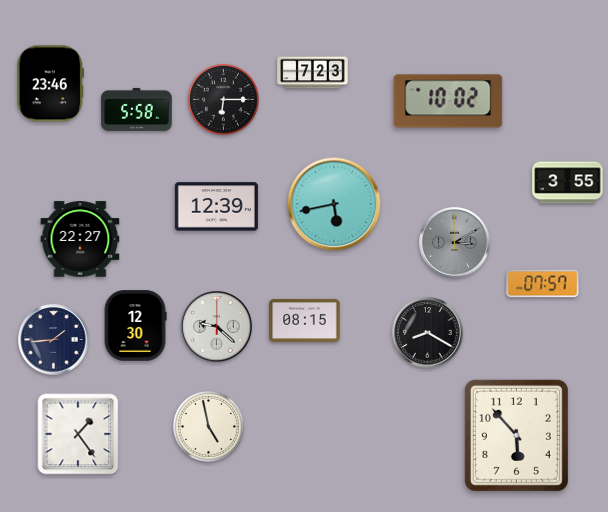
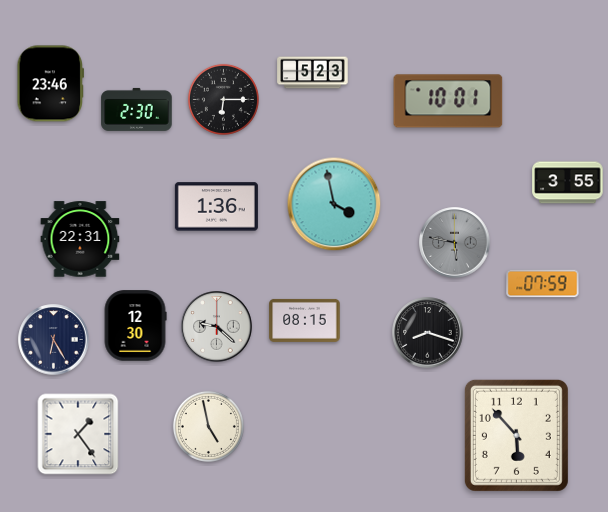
clock at (313, 73): 7:23 -> 5:23
clock at (448, 101): 10:02 -> 10:01
clock at (137, 109): 5:58 -> 2:30
clock at (334, 204): 5:43 -> 3:58
clock at (216, 207): 12:39 -> 1:36
clock at (80, 239): 22:27 -> 22:31
clock at (455, 243): 3:10 -> 5:47
clock at (543, 284): 07:57 -> 07:59
clock at (428, 333): 8:20 -> 8:18
clock at (54, 340): 1:44 -> 6:25
